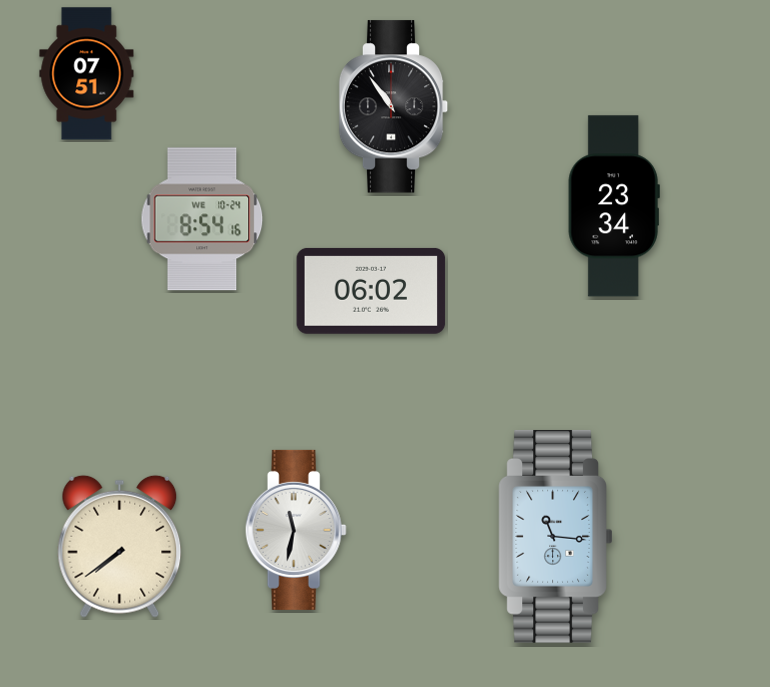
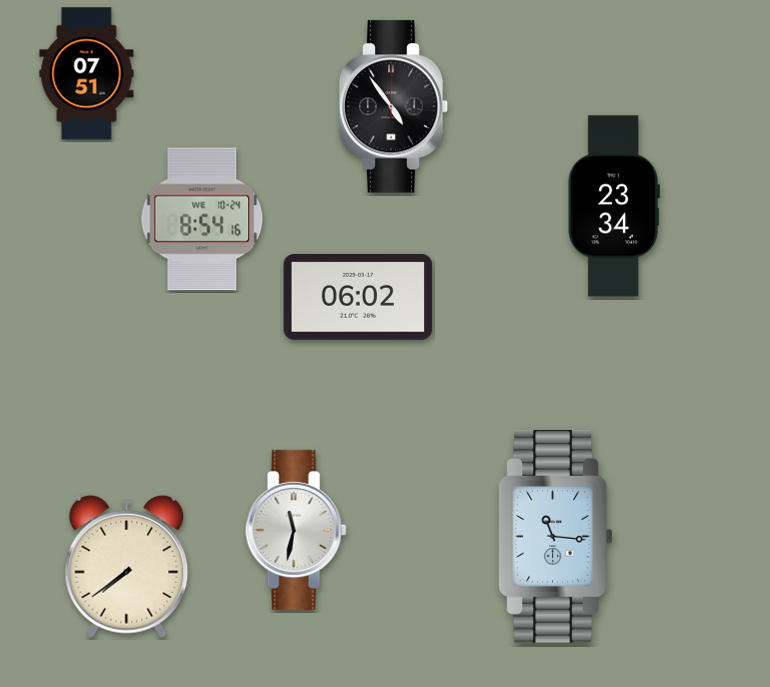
clock at (394, 107): 10:54 -> 4:54
clock at (371, 291) position: (371, 291) -> (358, 297)
clock at (120, 546) position: (120, 546) -> (127, 566)
